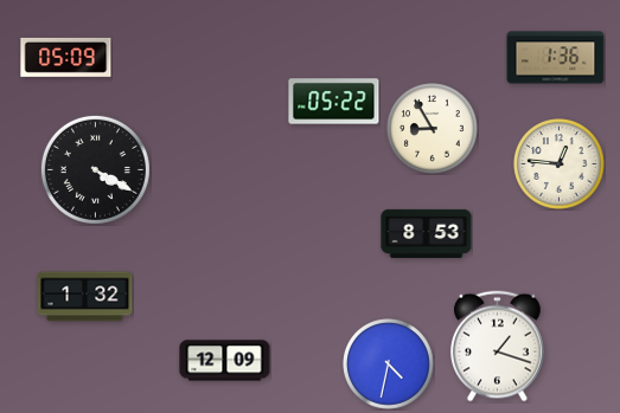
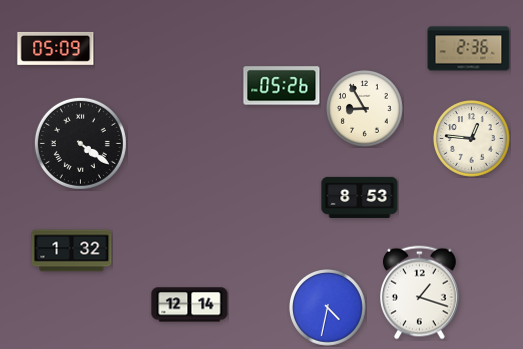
clock at (556, 58): 1:36 -> 2:36
clock at (334, 102): 05:22 -> 05:26
clock at (95, 169): 4:20 -> 4:21
clock at (225, 361): 12:09 -> 12:14
